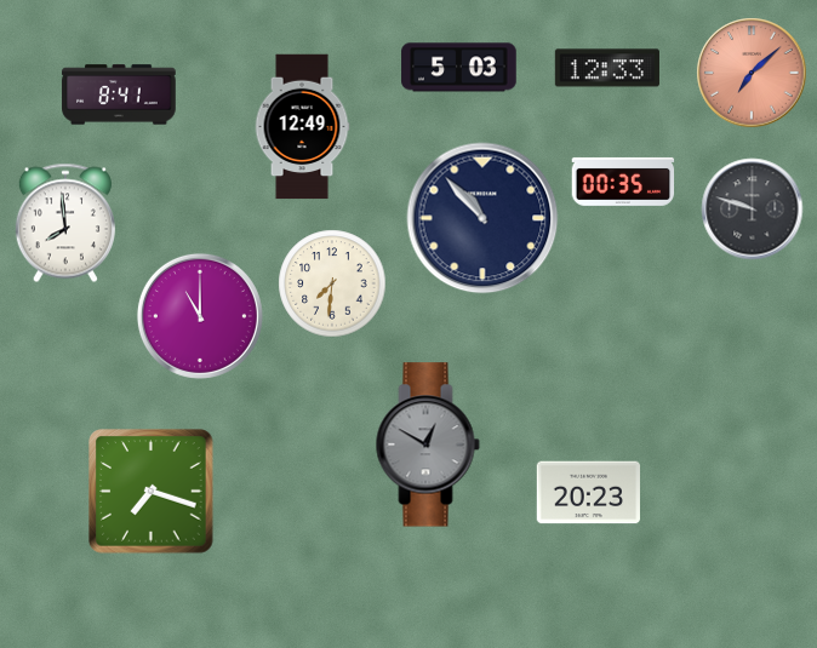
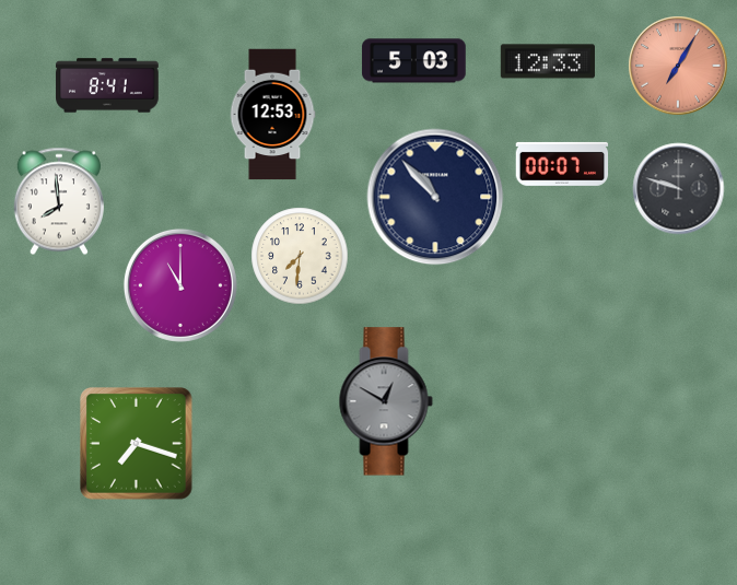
clock at (752, 73): 7:08 -> 7:05
clock at (302, 127): 12:49 -> 12:53
clock at (623, 182): 00:35 -> 00:07
clock at (588, 493): 20:23 -> none
